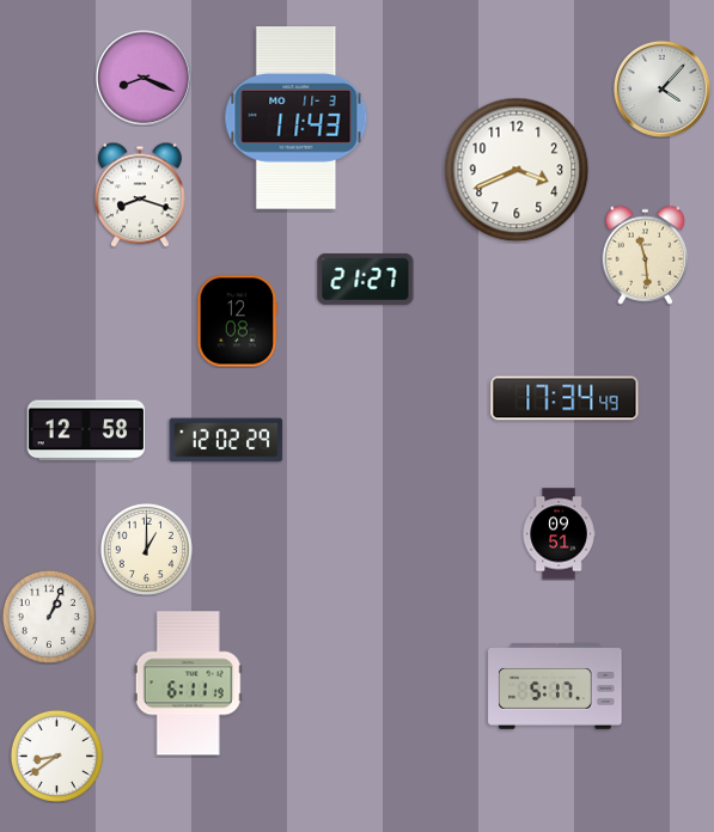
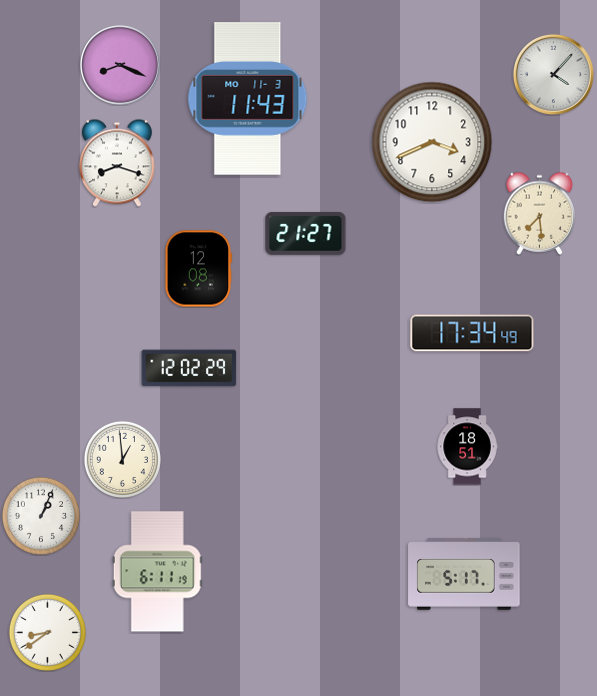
clock at (646, 255): 11:29 -> 7:29
clock at (86, 430): 12:58 -> none
clock at (559, 534): 09:51 -> 18:51
clock at (146, 549): 1:00 -> 12:59
